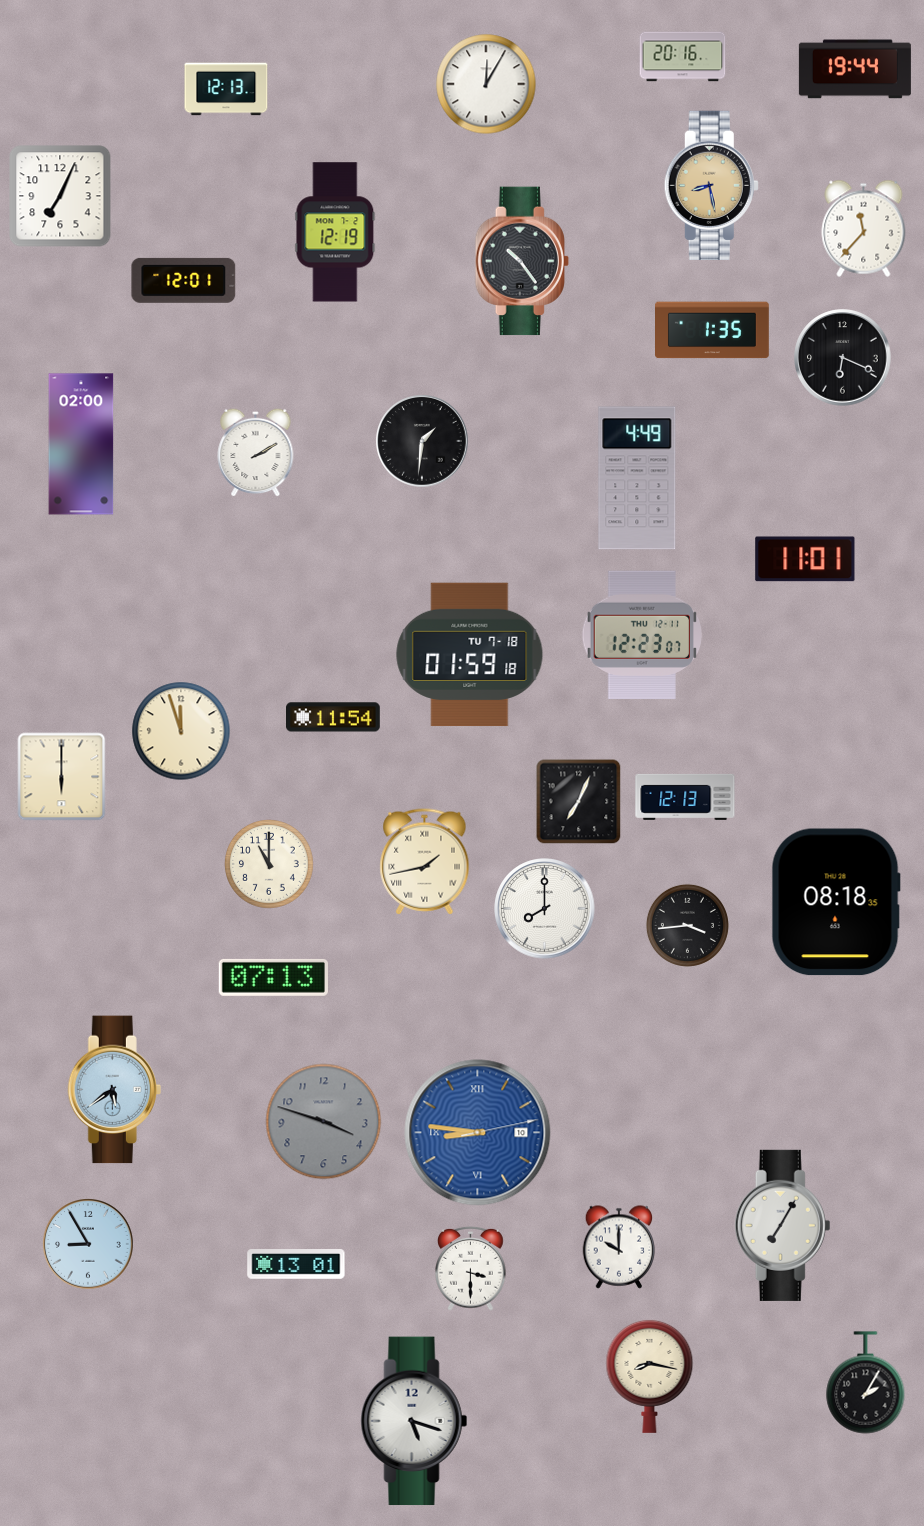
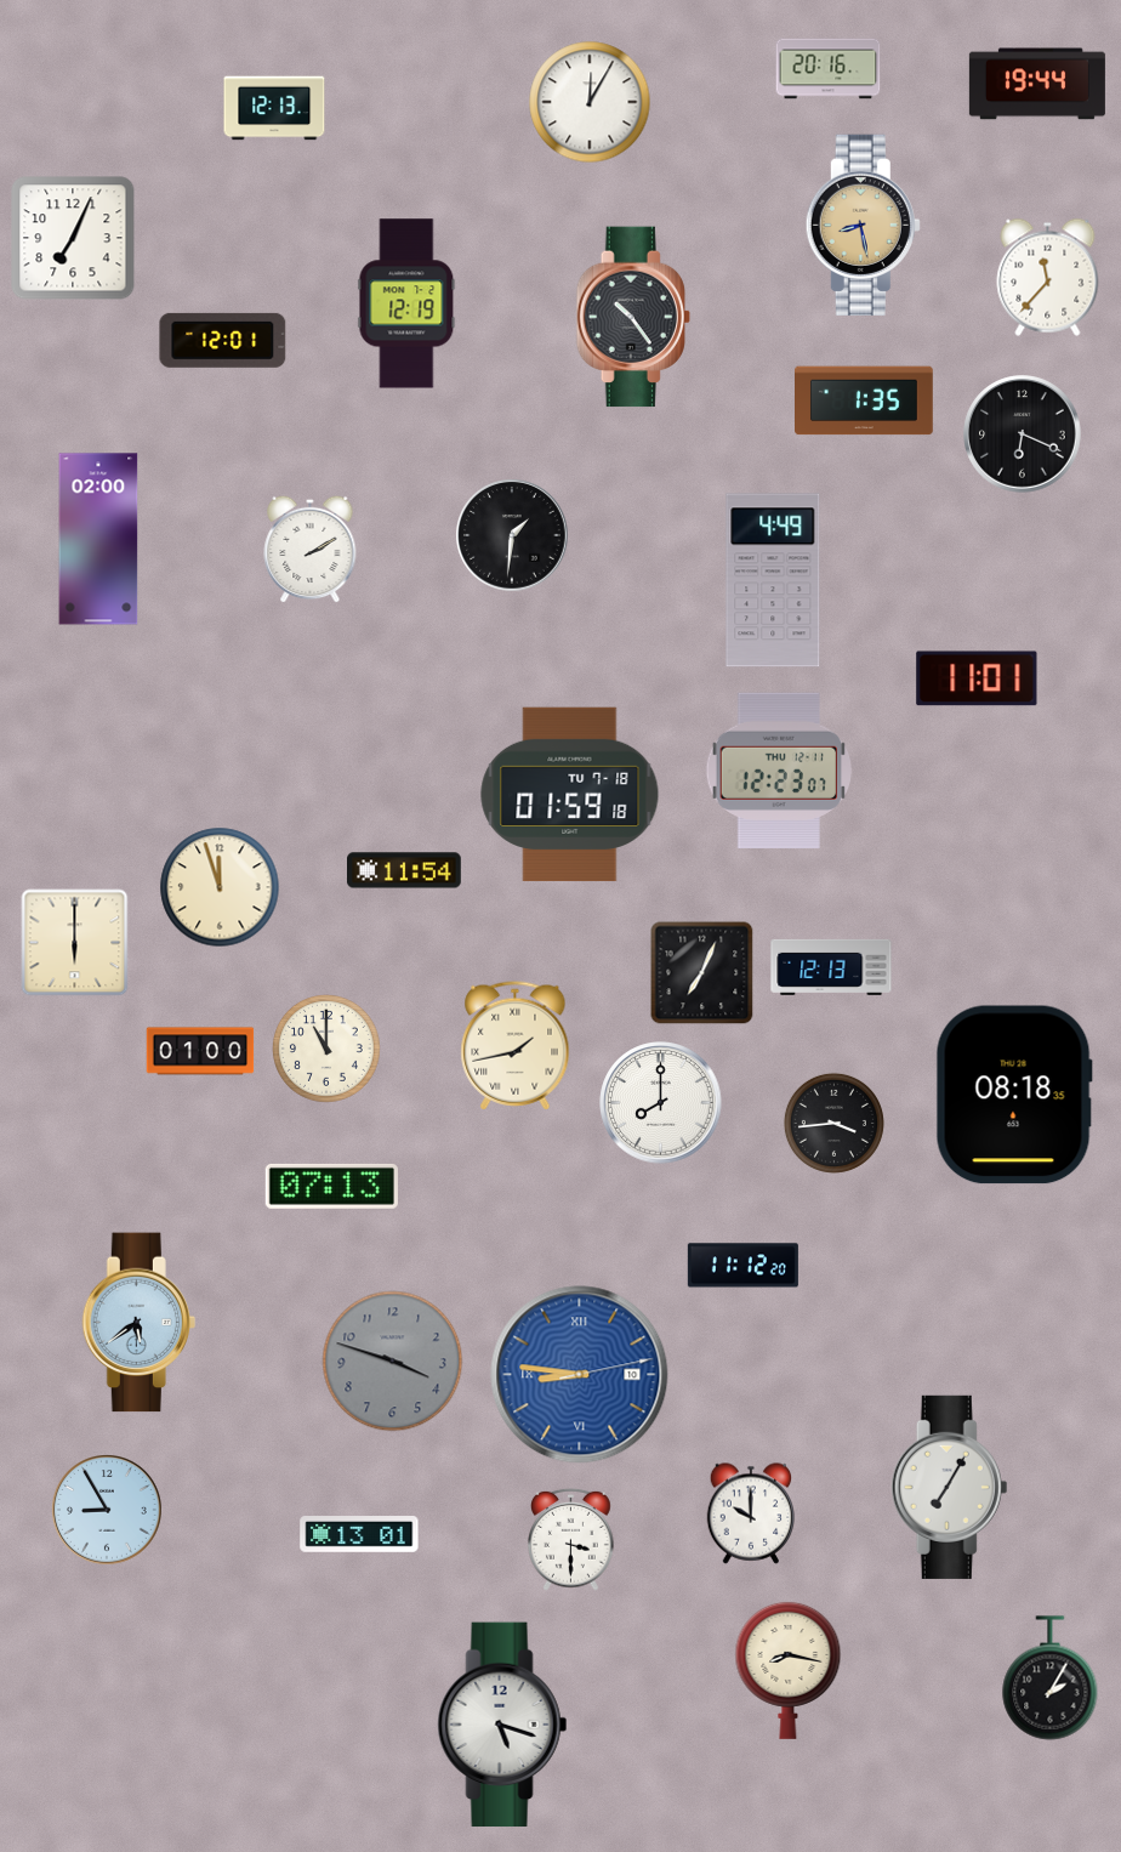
clock at (335, 232) position: (335, 232) -> (406, 303)
clock at (200, 1051): none -> 01:00
clock at (742, 1266): none -> 11:12
